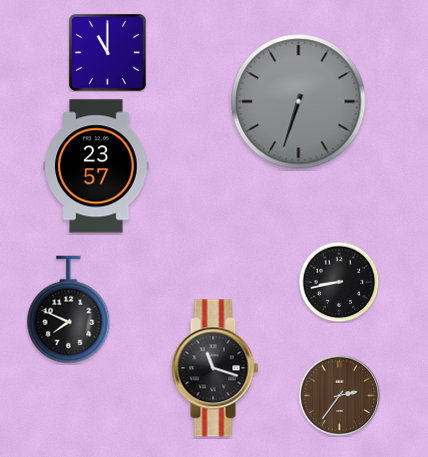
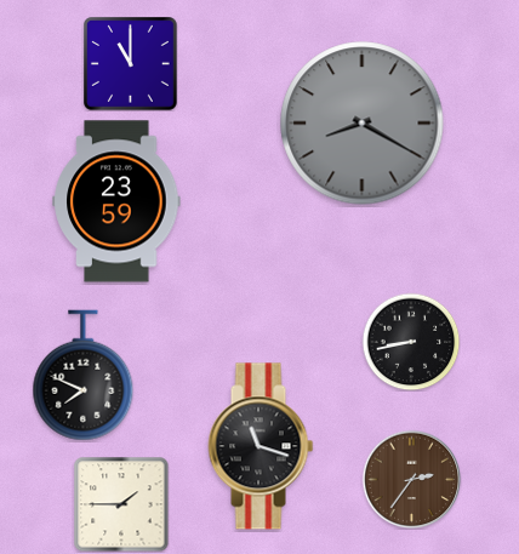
clock at (299, 102): 6:33 -> 8:20
clock at (96, 166): 23:57 -> 23:59
clock at (121, 504): none -> 1:45
